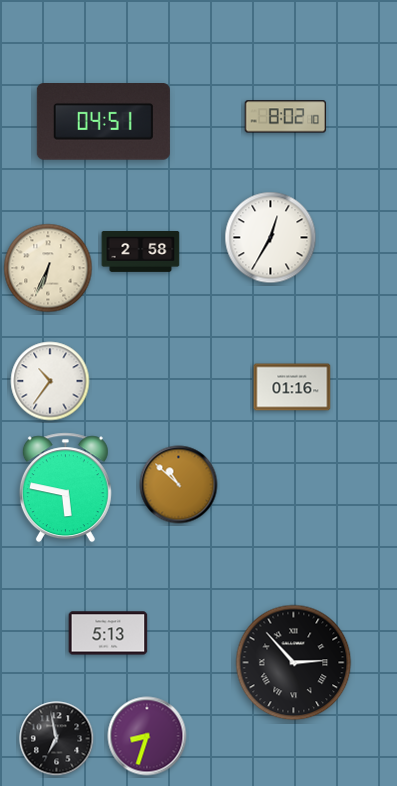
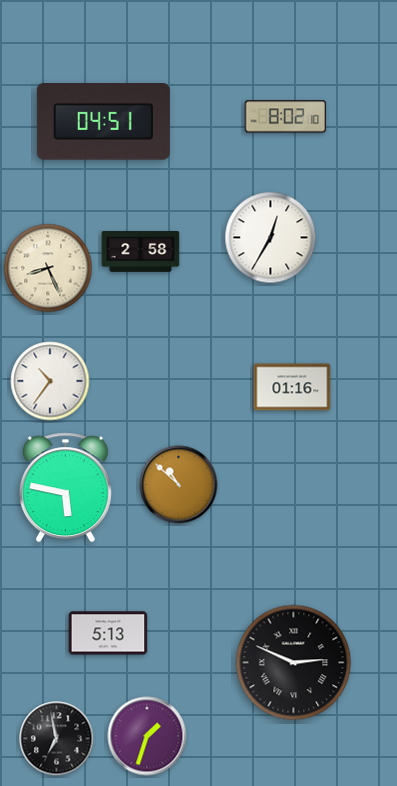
clock at (48, 268): 6:34 -> 8:26
clock at (294, 663): 2:53 -> 2:49
clock at (147, 736): 8:33 -> 1:33
